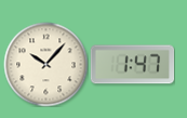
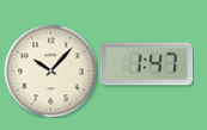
clock at (132, 65) position: (132, 65) -> (146, 64)
